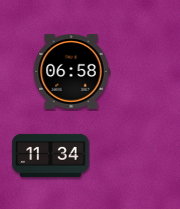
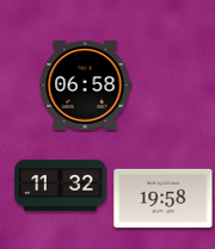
clock at (51, 155): 11:34 -> 11:32
clock at (164, 199): none -> 19:58
